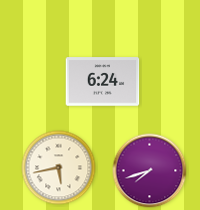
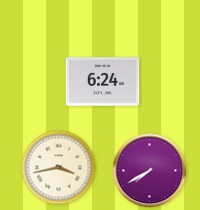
clock at (59, 168): 5:43 -> 3:43
clock at (150, 171): 7:42 -> 7:40
